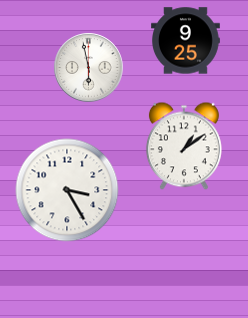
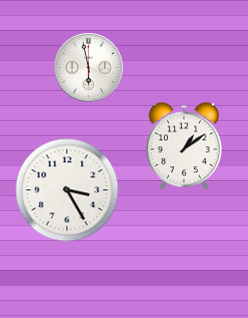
clock at (186, 41): 9:25 -> none
